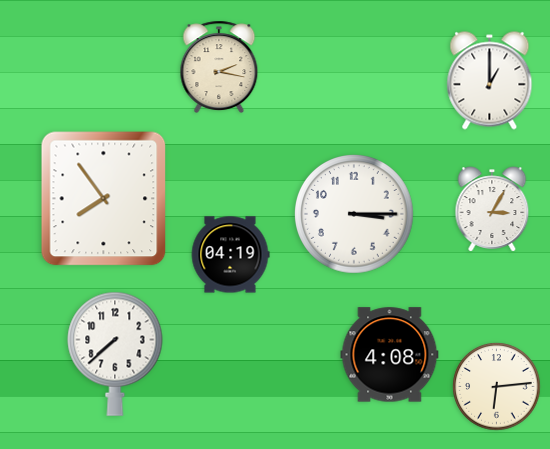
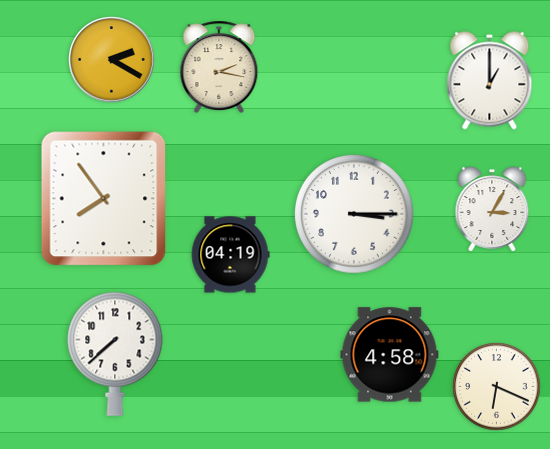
clock at (112, 60): none -> 2:20
clock at (390, 355): 4:08 -> 4:58
clock at (497, 387): 6:14 -> 6:19
